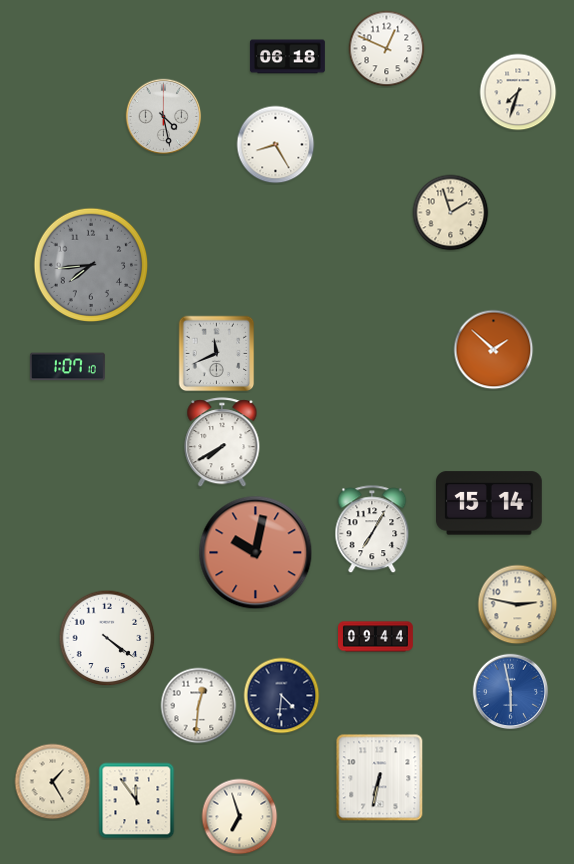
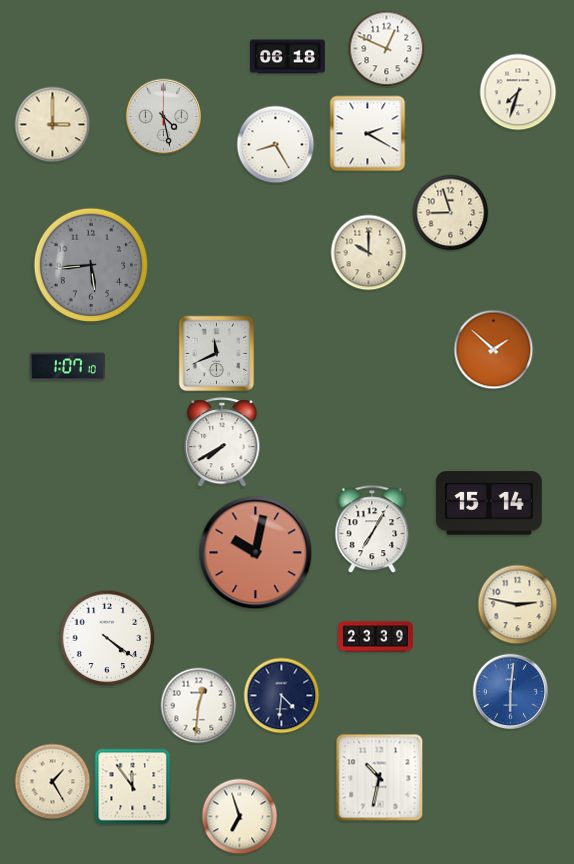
clock at (53, 125): none -> 3:00
clock at (368, 134): none -> 2:20
clock at (451, 213): 1:57 -> 8:57
clock at (369, 253): none -> 10:00
clock at (91, 265): 7:44 -> 5:44
clock at (376, 637): 09:44 -> 23:39
clock at (511, 692): 5:58 -> 6:01
clock at (380, 778): 6:32 -> 10:32
clock at (137, 801) position: (137, 801) -> (133, 787)
